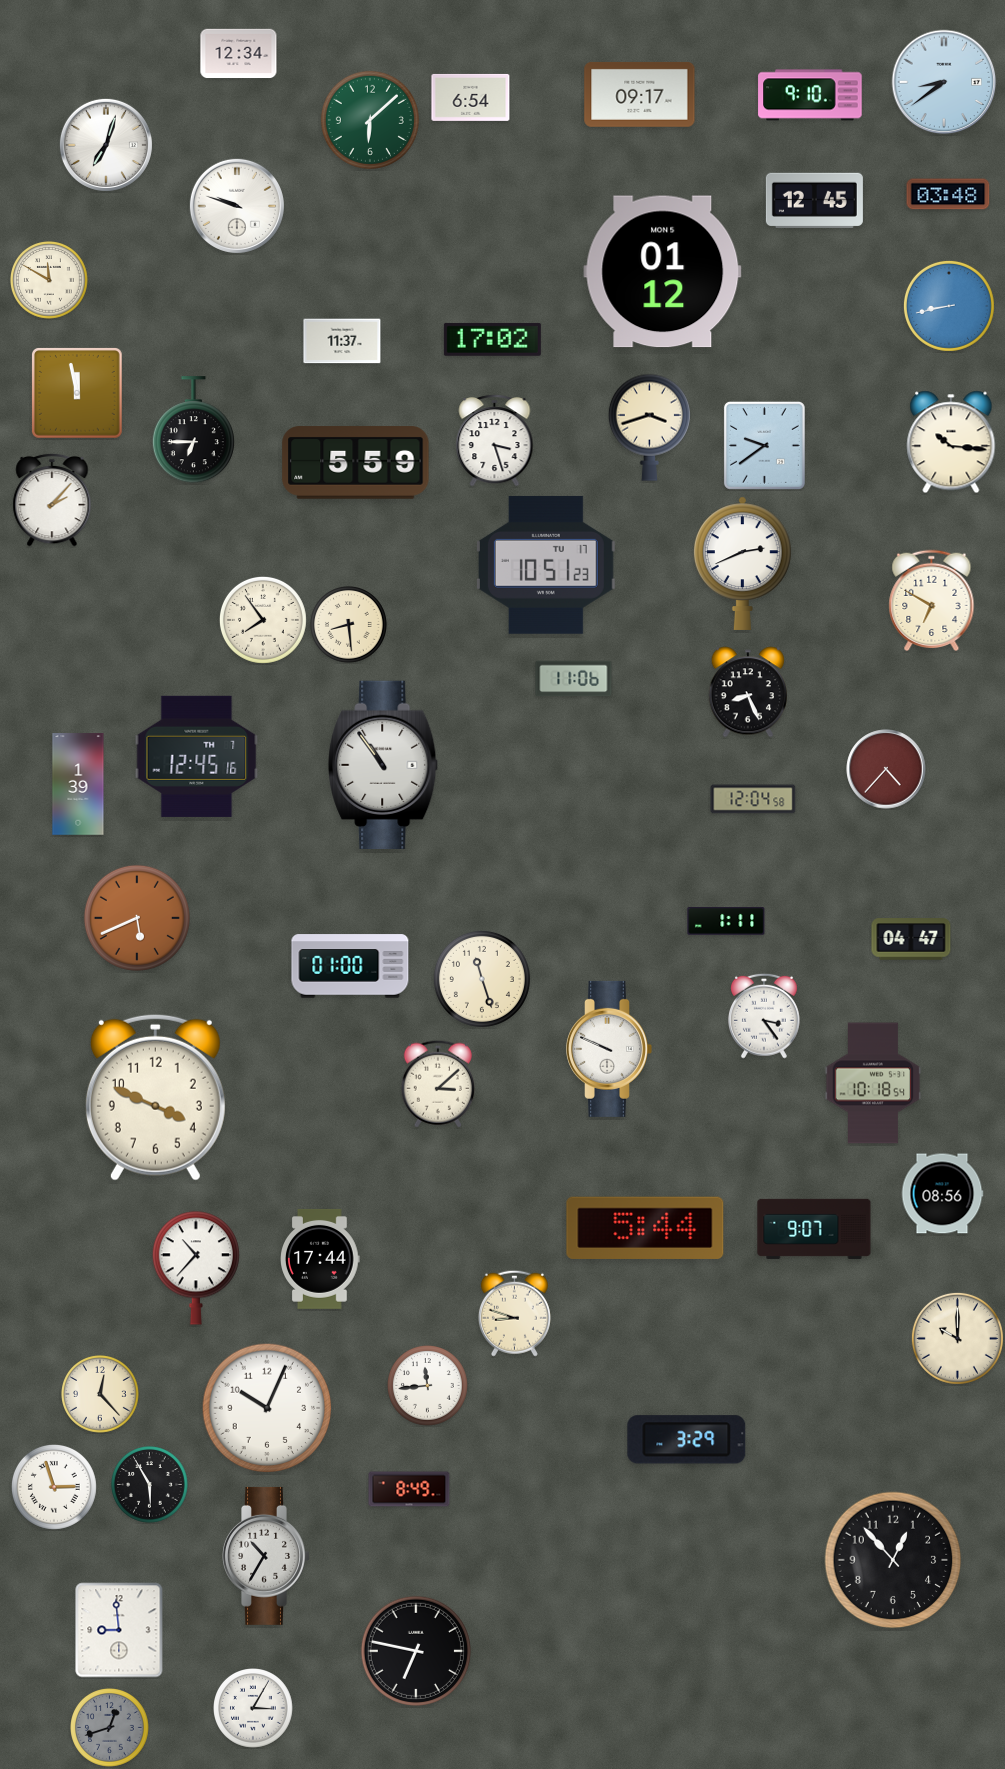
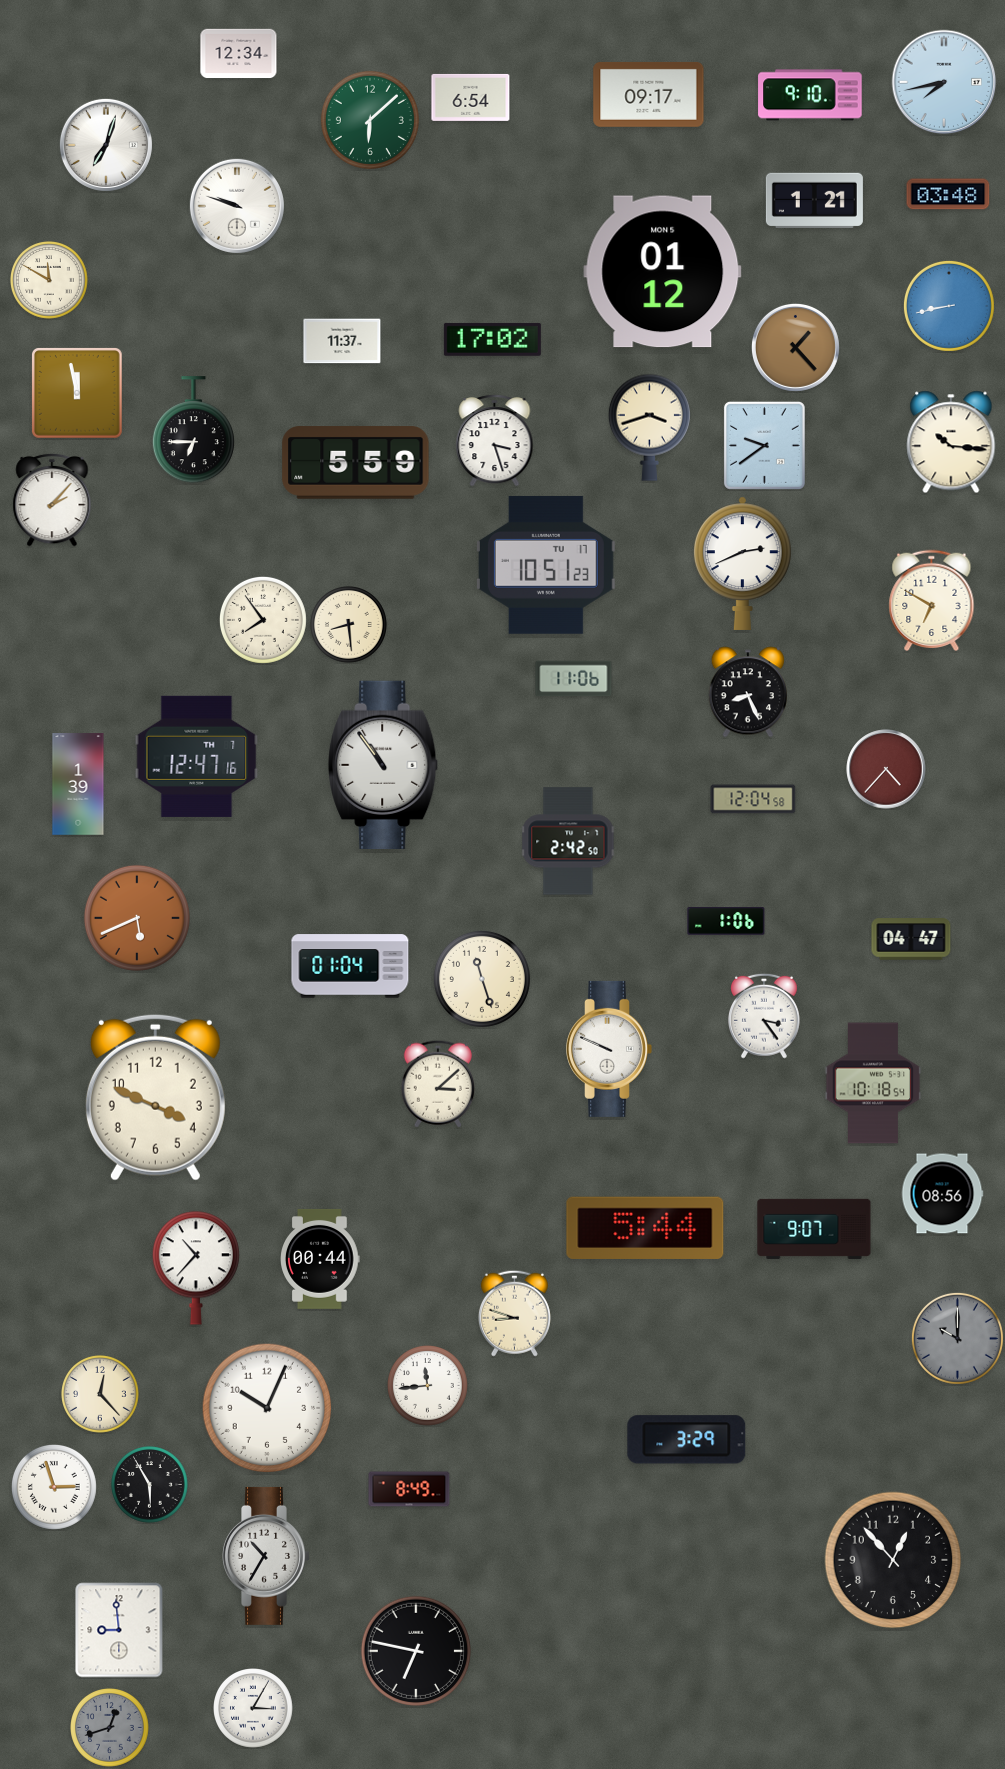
clock at (944, 82): 8:39 -> 7:43
clock at (640, 94) position: (640, 94) -> (649, 94)
clock at (814, 200): 12:45 -> 1:21
clock at (795, 347): none -> 1:23
clock at (197, 756): 12:45 -> 12:47
clock at (568, 841): none -> 2:42
clock at (726, 921): 1:11 -> 1:06
clock at (350, 966): 01:00 -> 01:04
clock at (321, 1259): 17:44 -> 00:44
clock at (957, 1338) dial: cream -> grey
